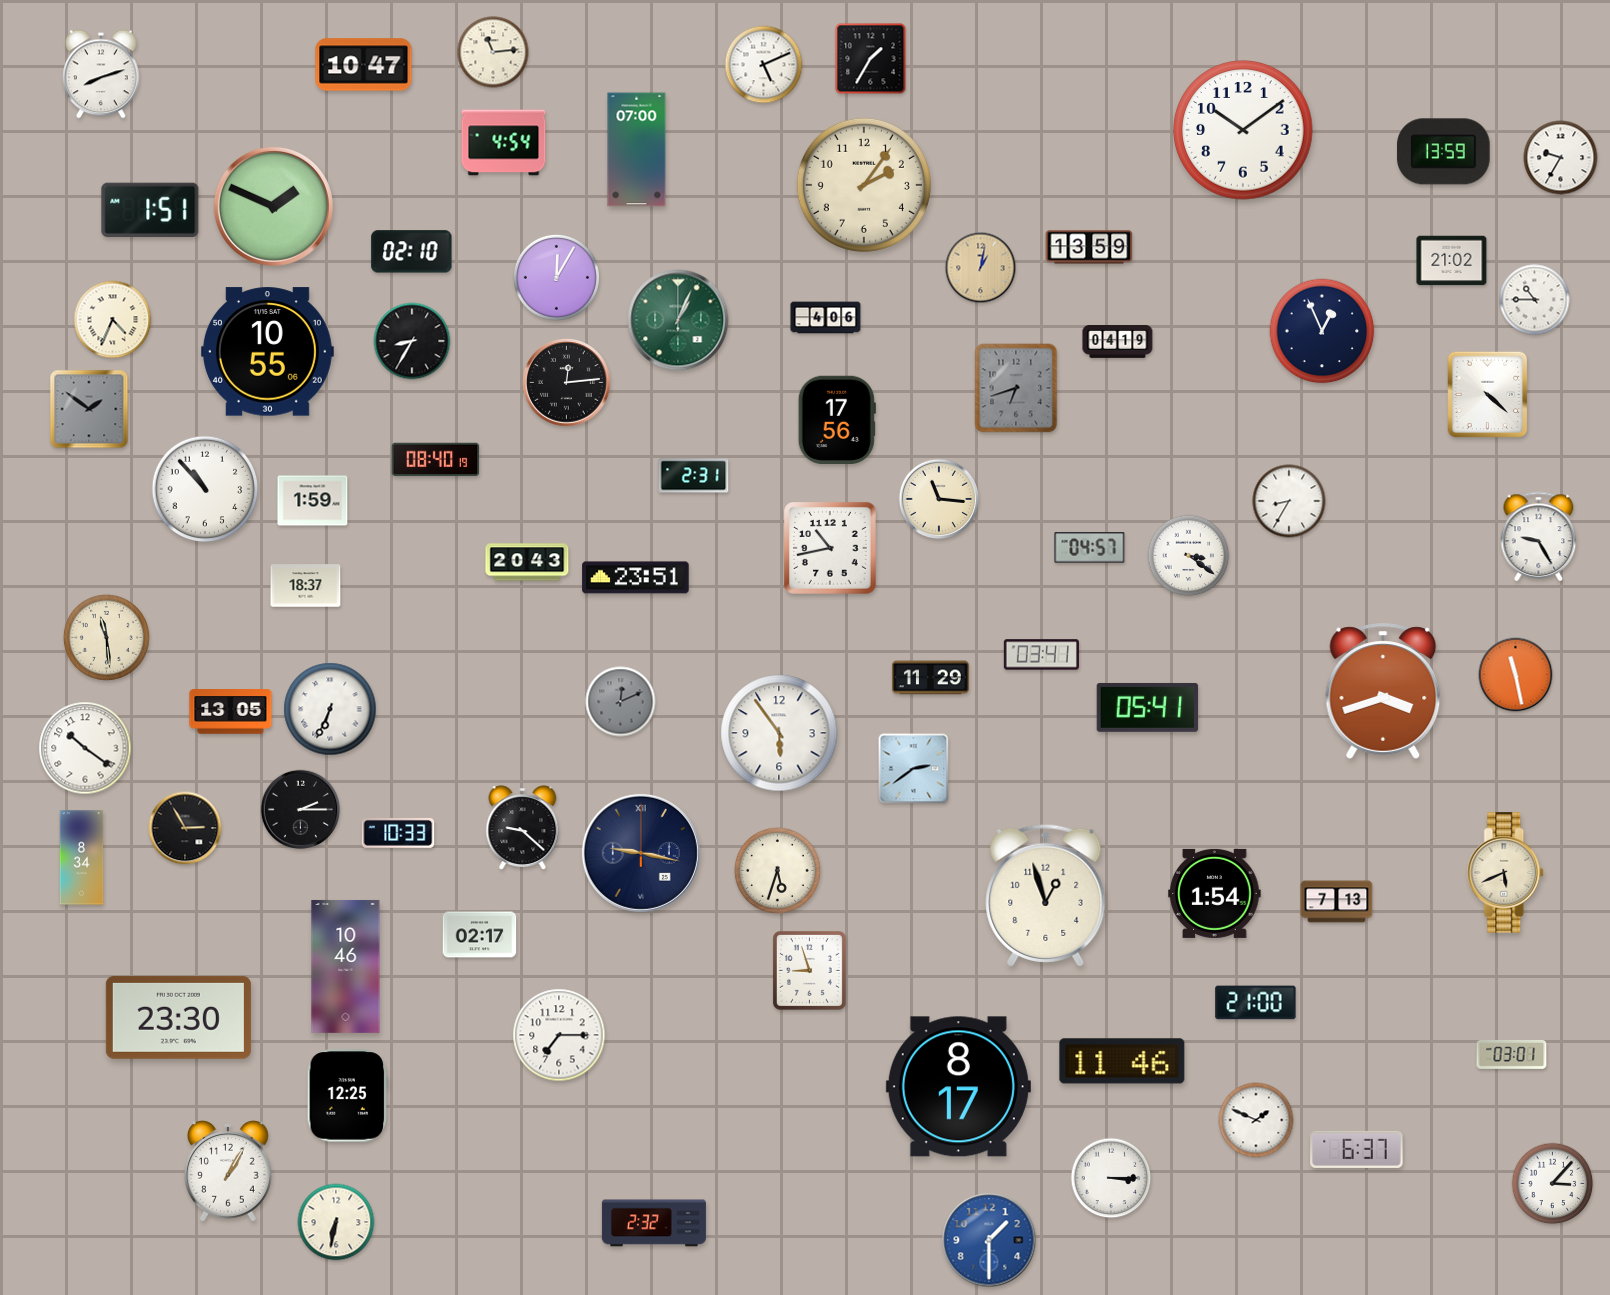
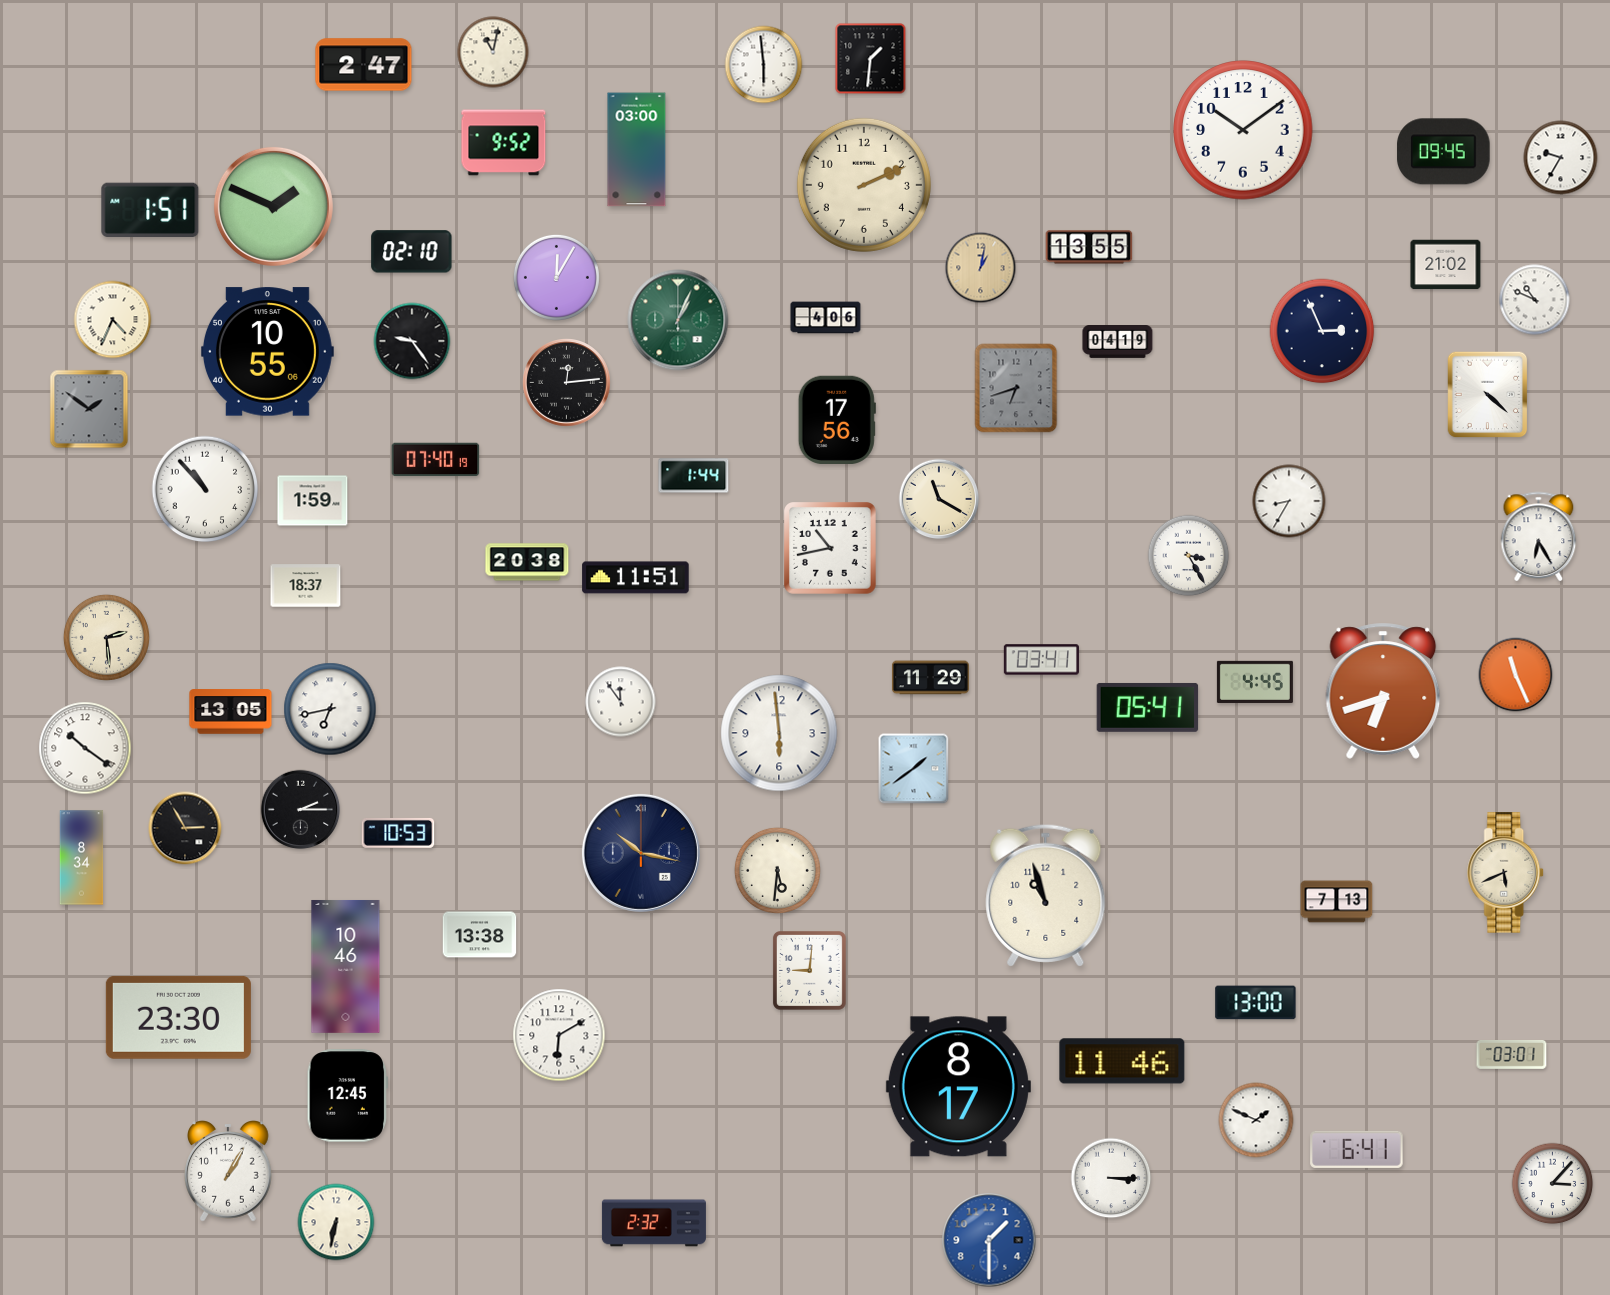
clock at (493, 52): 11:14 -> 11:02
clock at (871, 59): 1:35 -> 1:31
clock at (364, 65): 10:47 -> 2:47
clock at (764, 65): 5:11 -> 5:59
clock at (101, 74): 8:12 -> none
clock at (504, 143): 4:54 -> 9:52
clock at (637, 150): 07:00 -> 03:00
clock at (1444, 152): 13:59 -> 09:45
clock at (864, 185): 2:06 -> 2:11
clock at (1089, 247): 13:59 -> 13:55
clock at (1452, 261) position: (1452, 261) -> (1446, 265)
clock at (1535, 300): 10:45 -> 10:49
clock at (1322, 331): 12:56 -> 2:56
clock at (412, 341): 8:35 -> 9:24
clock at (436, 460): 08:40 -> 07:40
clock at (694, 476): 2:31 -> 1:44
clock at (939, 499): 11:16 -> 11:20
clock at (1539, 536): 9:25 -> 6:25
clock at (1090, 548): 04:57 -> none
clock at (1189, 556): 3:21 -> 3:25
clock at (527, 562): 20:43 -> 20:38
clock at (636, 578): 23:51 -> 11:51
clock at (106, 637): 11:29 -> 2:29
clock at (1041, 655) position: (1041, 655) -> (1041, 660)
clock at (1516, 675): 11:28 -> 11:26
clock at (1255, 682): none -> 4:45
clock at (1383, 691): 3:42 -> 6:42
clock at (621, 702): 12:11 -> 11:54
clock at (621, 702) dial: grey -> white
clock at (330, 709): 6:34 -> 6:43
clock at (779, 733): 5:54 -> 5:59
clock at (914, 769): 2:39 -> 1:39
clock at (523, 827): 9:22 -> none
clock at (398, 833): 10:33 -> 10:53
clock at (641, 853): 9:17 -> 10:17
clock at (777, 870): 5:33 -> 5:31
clock at (1215, 893): 1:54 -> none
clock at (1046, 895): 12:57 -> 10:57
clock at (480, 935): 02:17 -> 13:38
clock at (810, 971): 8:57 -> 9:01
clock at (1256, 1003): 21:00 -> 13:00
clock at (559, 1035): 7:15 -> 6:10
clock at (348, 1096): 12:25 -> 12:45
clock at (1357, 1149): 6:37 -> 6:41
